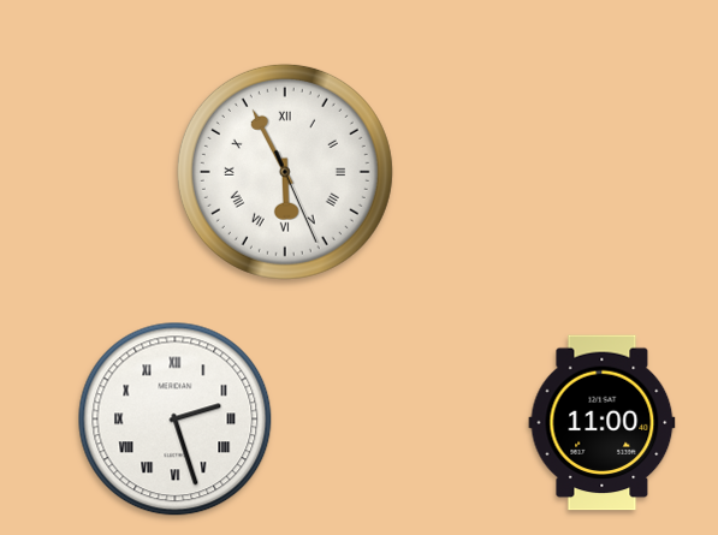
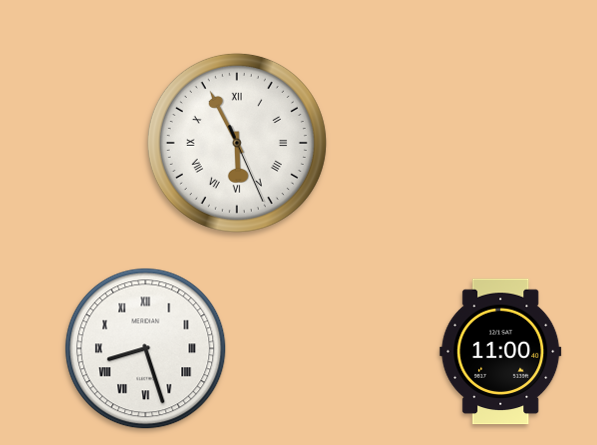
clock at (176, 420): 2:27 -> 8:27
